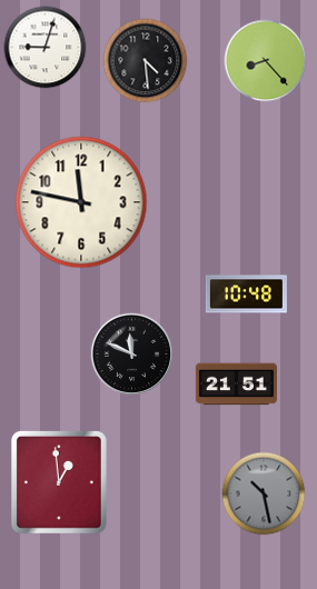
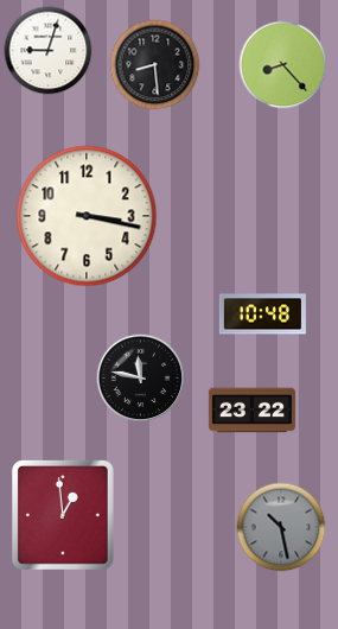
clock at (146, 61): 4:29 -> 8:29
clock at (81, 202): 11:47 -> 3:17
clock at (132, 355): 11:49 -> 11:47
clock at (236, 385): 21:51 -> 23:22
